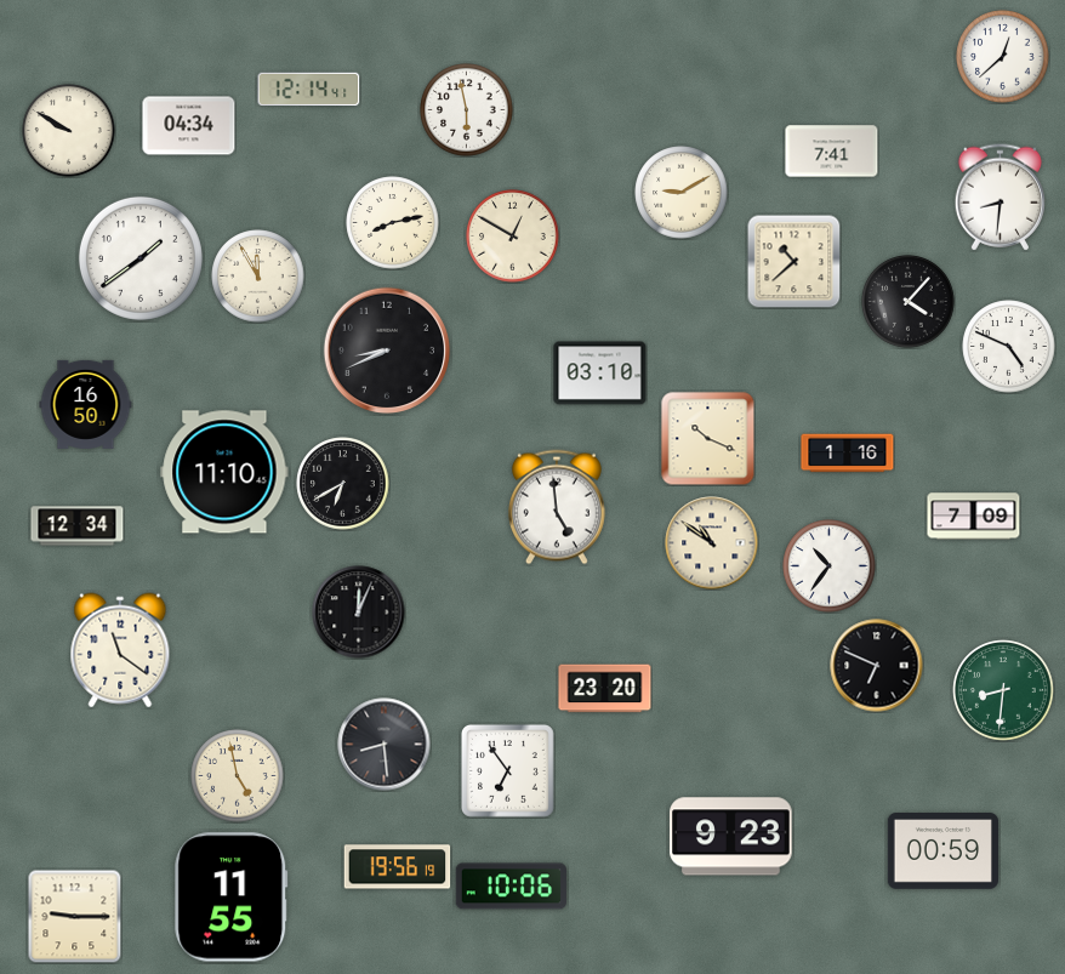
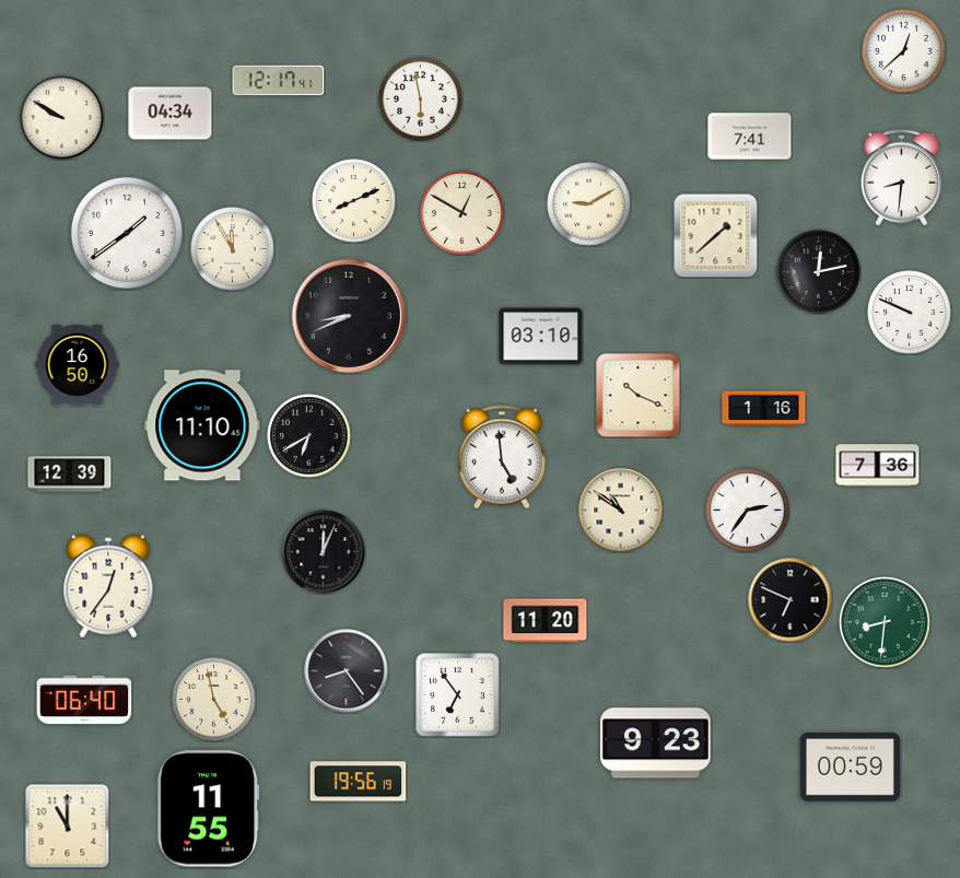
clock at (309, 89): 12:14 -> 12:17
clock at (682, 193) position: (682, 193) -> (589, 204)
clock at (393, 223): 8:13 -> 8:11
clock at (793, 261): 10:38 -> 1:38
clock at (909, 302): 4:07 -> 12:13
clock at (1009, 347): 4:49 -> 9:49
clock at (974, 517): 7:09 -> 7:36
clock at (78, 526): 12:34 -> 12:39
clock at (712, 543) position: (712, 543) -> (621, 511)
clock at (830, 566): 10:36 -> 2:36
clock at (120, 650): 11:21 -> 12:36
clock at (605, 689): 23:20 -> 11:20
clock at (1003, 690) position: (1003, 690) -> (885, 622)
clock at (385, 745): 8:29 -> 8:24
clock at (84, 700): none -> 06:40
clock at (731, 837) position: (731, 837) -> (656, 744)
clock at (511, 887): 10:06 -> none
clock at (74, 916): 9:15 -> 11:00
